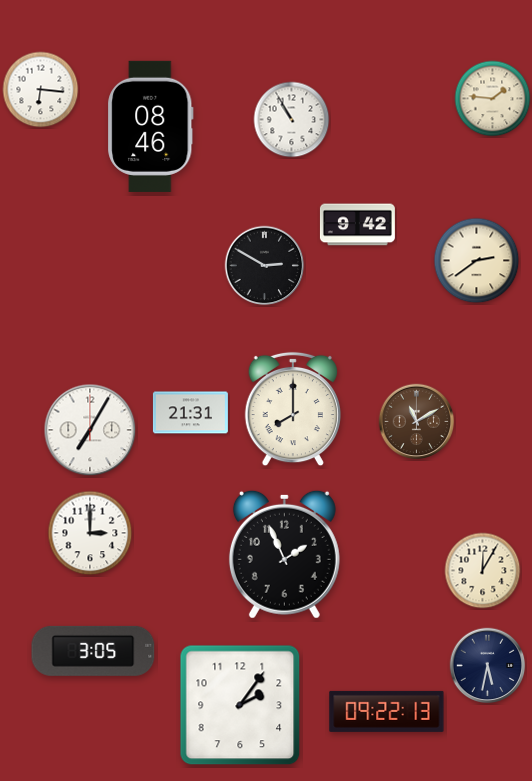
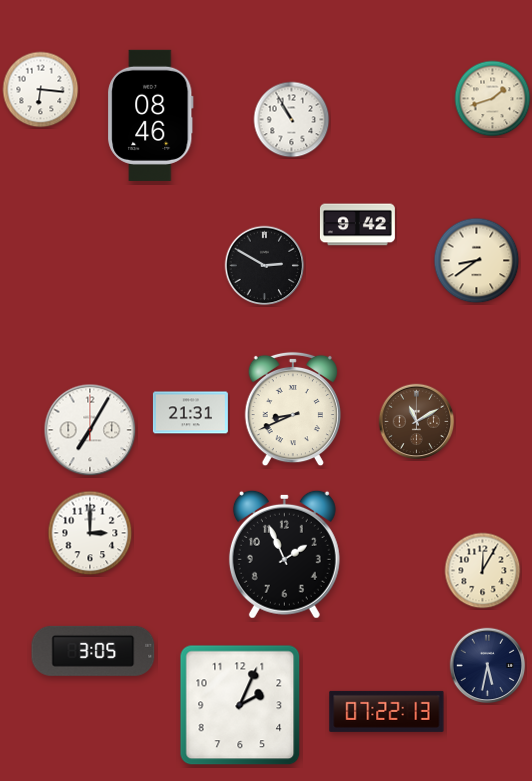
clock at (493, 99): 1:46 -> 1:42
clock at (151, 126) position: (151, 126) -> (151, 115)
clock at (477, 261): 2:39 -> 8:39
clock at (293, 409): 8:00 -> 8:41
clock at (240, 705): 2:06 -> 2:04
clock at (387, 711): 09:22 -> 07:22
